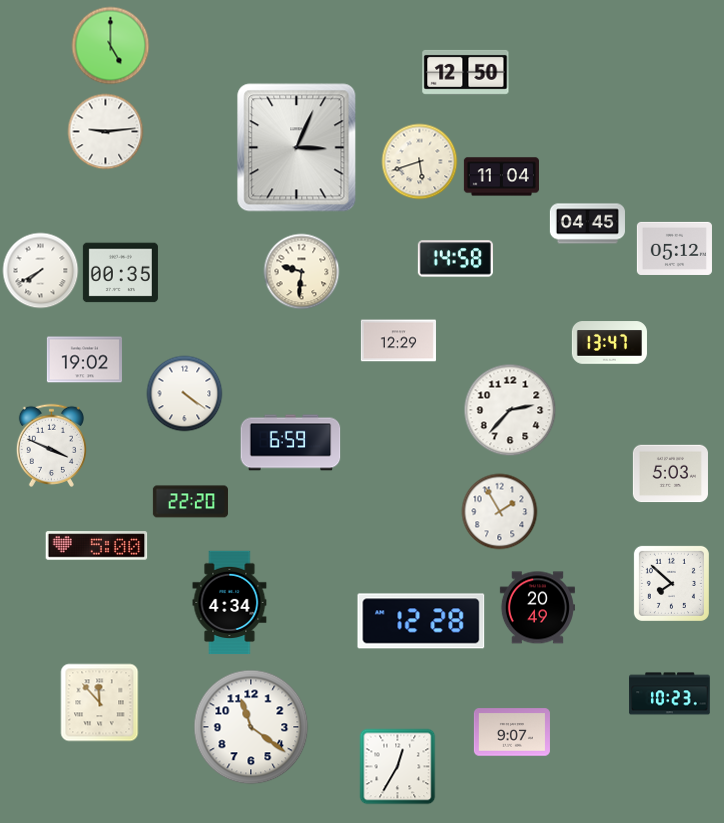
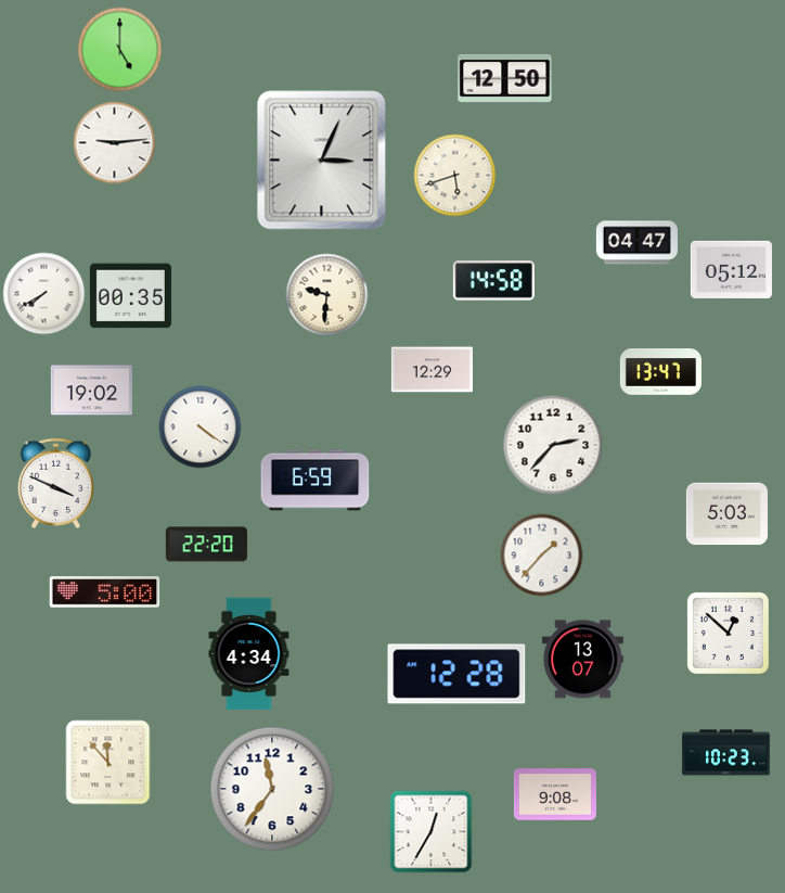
clock at (501, 177): 11:04 -> none
clock at (587, 224): 04:45 -> 04:47
clock at (500, 512): 1:55 -> 1:37
clock at (671, 583): 7:52 -> 12:52
clock at (537, 608): 20:49 -> 13:07
clock at (251, 727): 11:21 -> 11:36
clock at (512, 732): 9:07 -> 9:08
